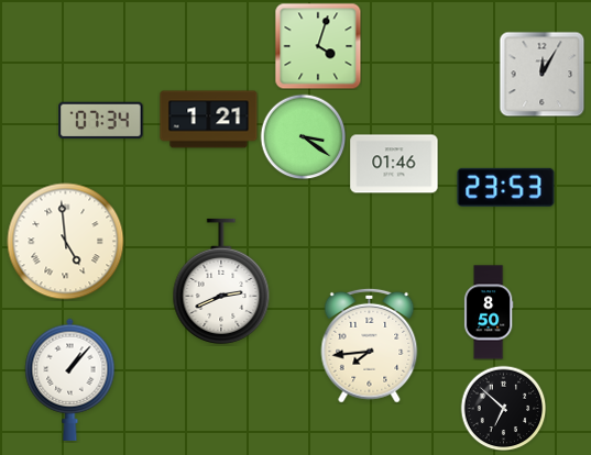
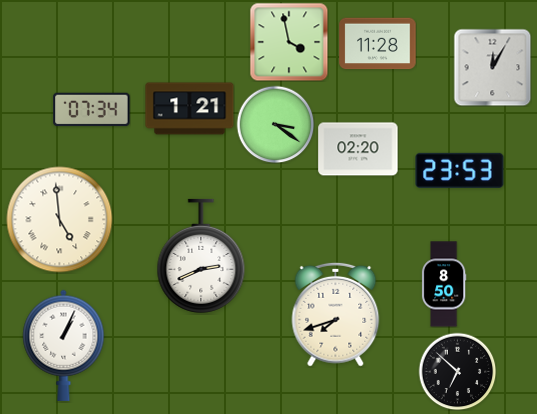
clock at (318, 46): 4:03 -> 3:58
clock at (378, 44): none -> 11:28
clock at (394, 164): 01:46 -> 02:20
clock at (370, 345): 7:44 -> 7:42
clock at (70, 379): 1:07 -> 1:04
